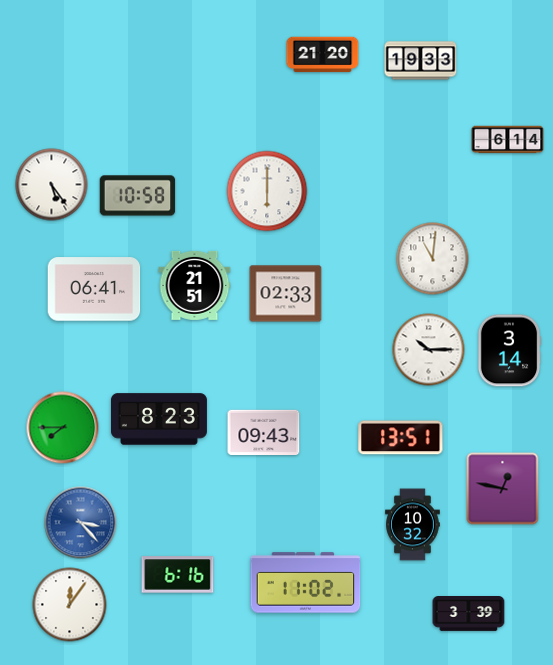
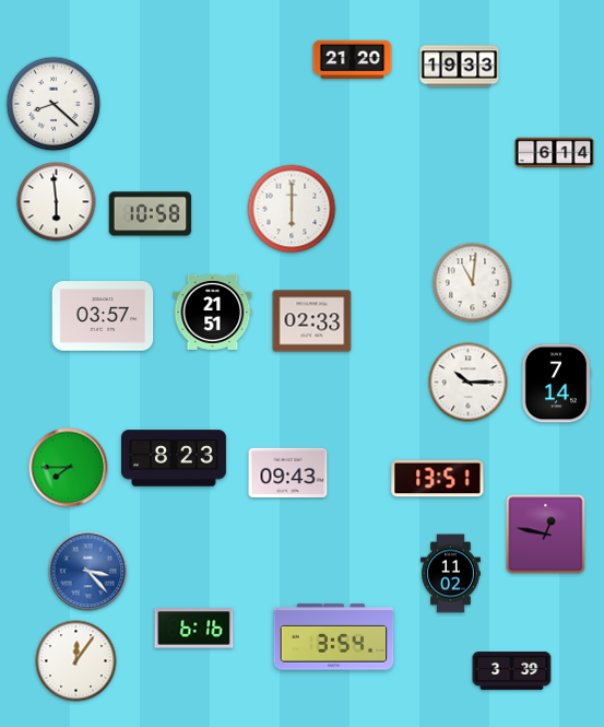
clock at (54, 104): none -> 8:22
clock at (52, 185): 5:24 -> 5:59
clock at (94, 289): 06:41 -> 03:57
clock at (509, 351): 3:14 -> 7:14
clock at (503, 489) position: (503, 489) -> (546, 535)
clock at (413, 525): 10:32 -> 11:02
clock at (306, 583): 11:02 -> 3:54
